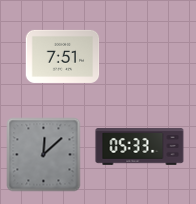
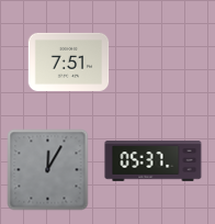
clock at (140, 147): 05:33 -> 05:37
clock at (44, 155): 12:08 -> 12:05
